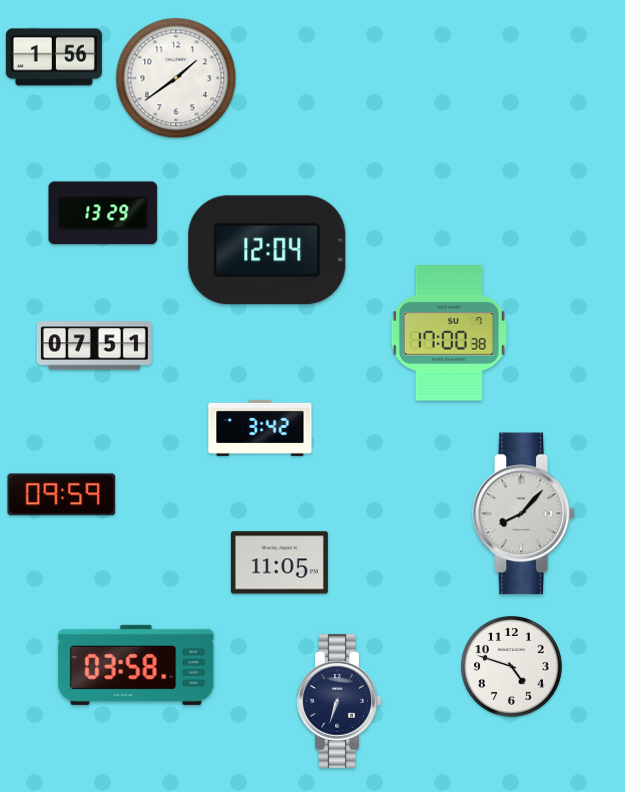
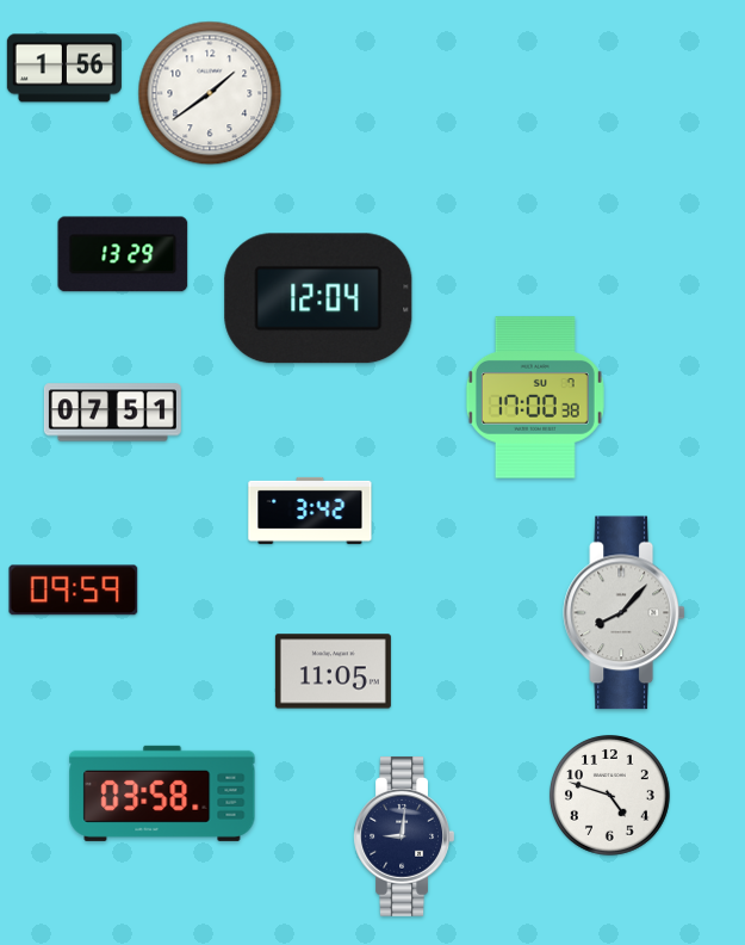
clock at (339, 701): 6:33 -> 9:01
